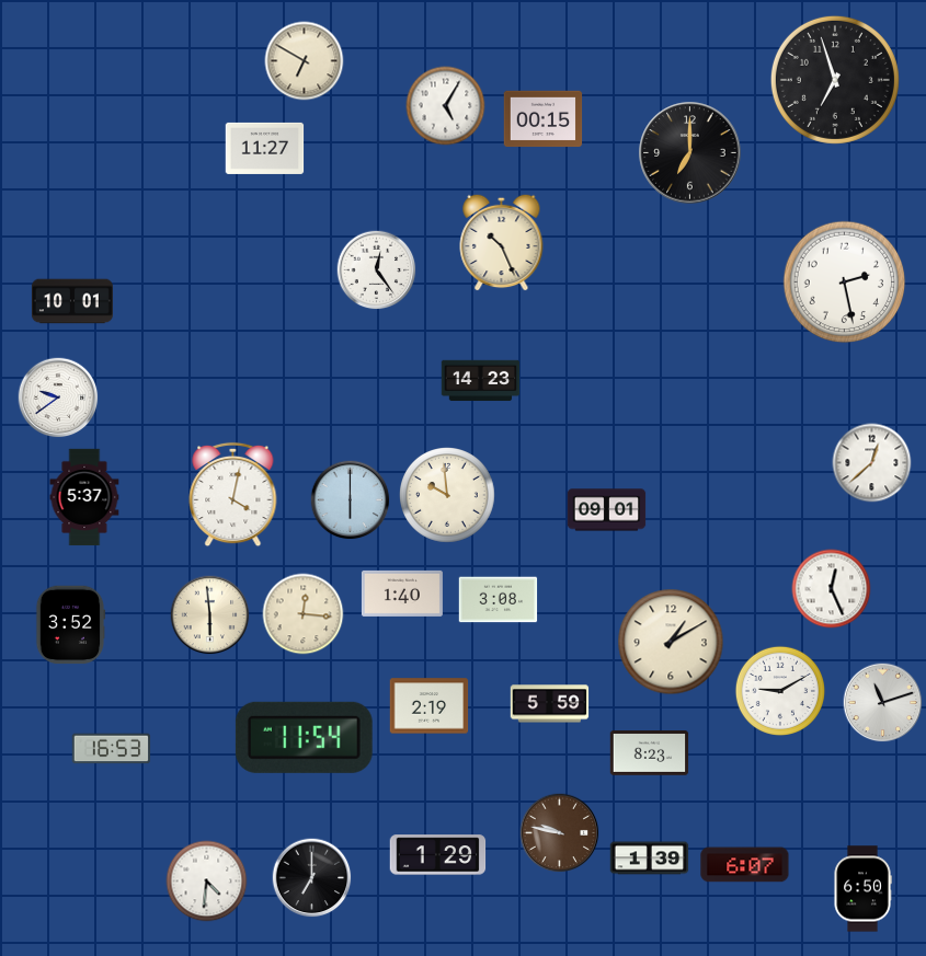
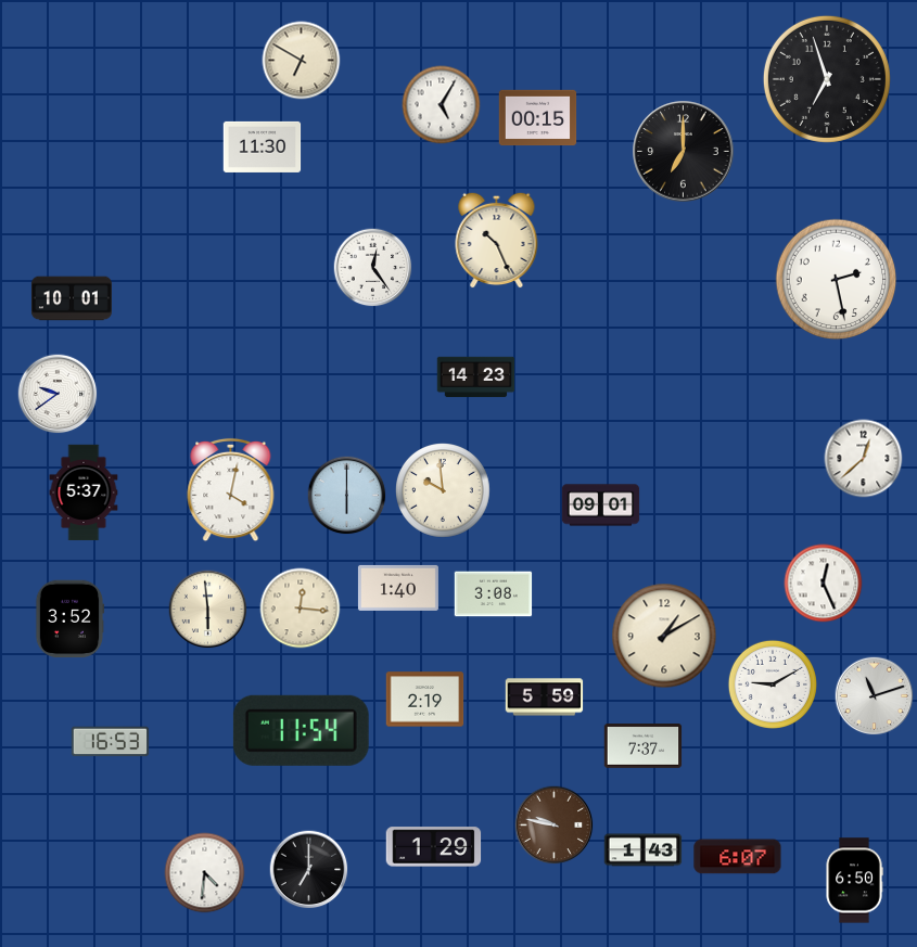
clock at (265, 148): 11:27 -> 11:30
clock at (650, 753): 8:23 -> 7:37
clock at (650, 859): 1:39 -> 1:43
